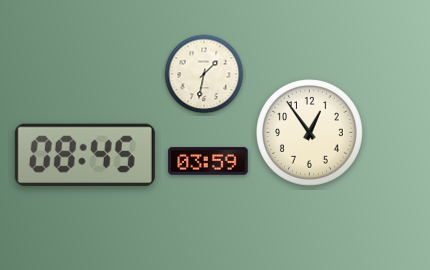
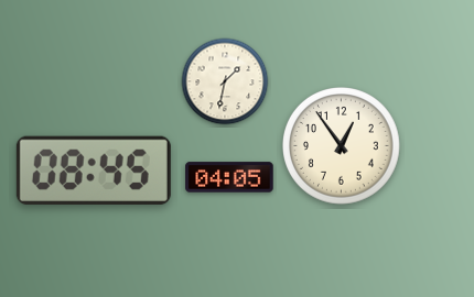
clock at (208, 161): 03:59 -> 04:05
